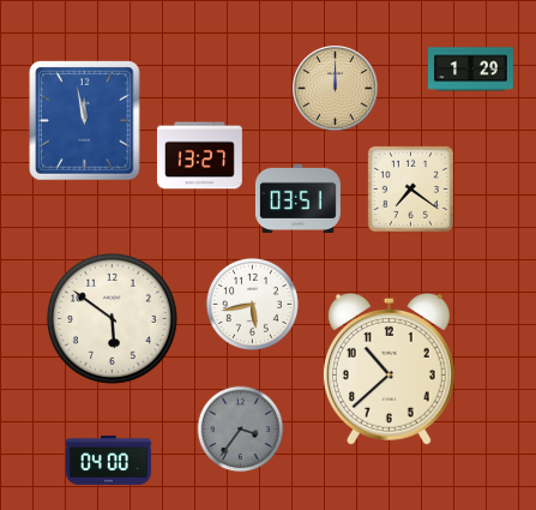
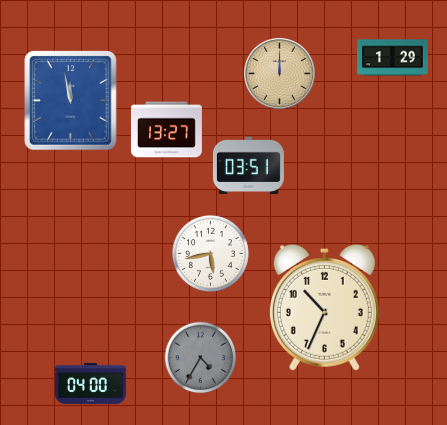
clock at (410, 188): 7:21 -> none
clock at (112, 318): 5:51 -> none
clock at (389, 368): 10:38 -> 10:34
clock at (241, 430): 3:36 -> 4:35
